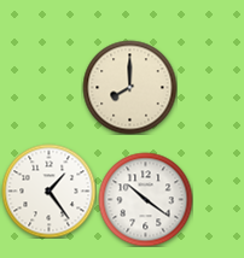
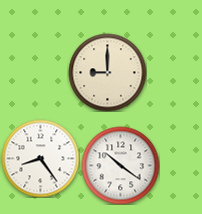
clock at (129, 87): 8:00 -> 9:00
clock at (48, 190): 1:24 -> 8:24
